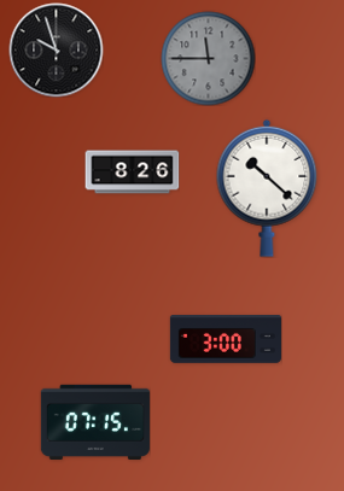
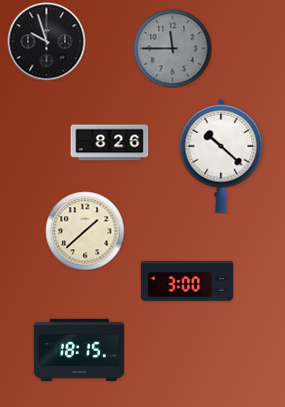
clock at (85, 231): none -> 1:38
clock at (95, 421): 07:15 -> 18:15
